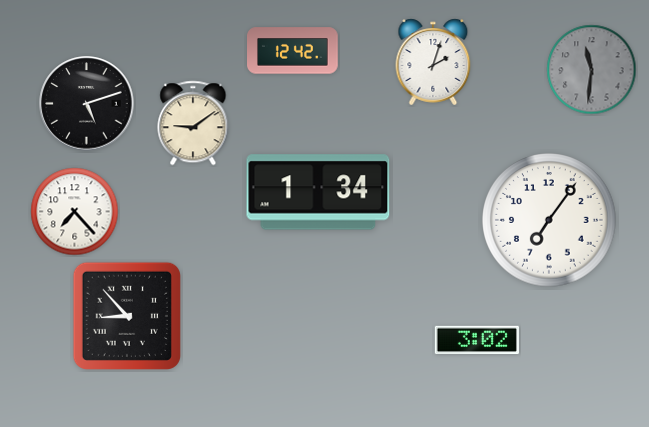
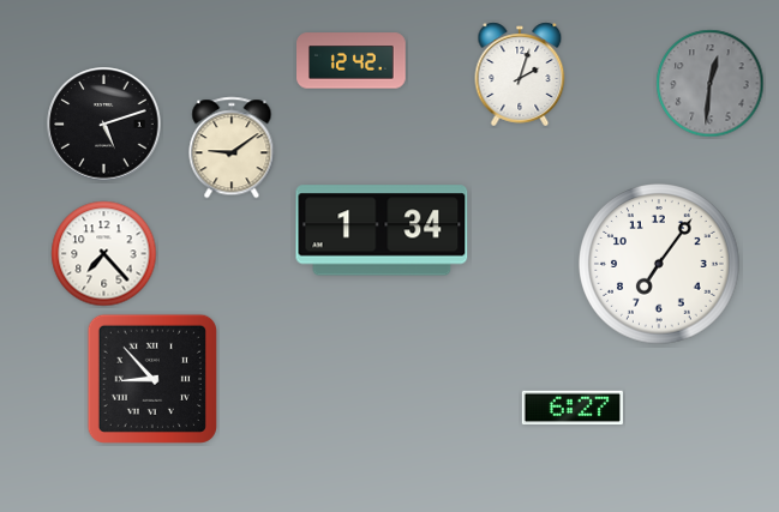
clock at (592, 70): 11:31 -> 12:31
clock at (75, 212) position: (75, 212) -> (104, 254)
clock at (477, 340): 3:02 -> 6:27
